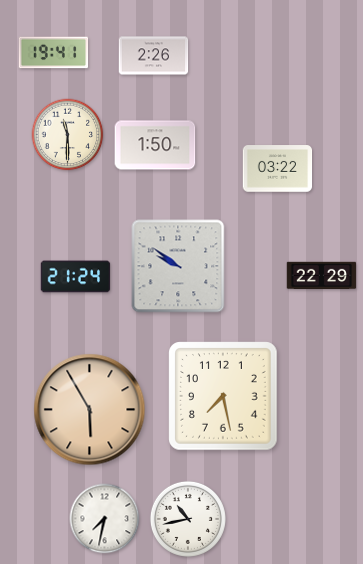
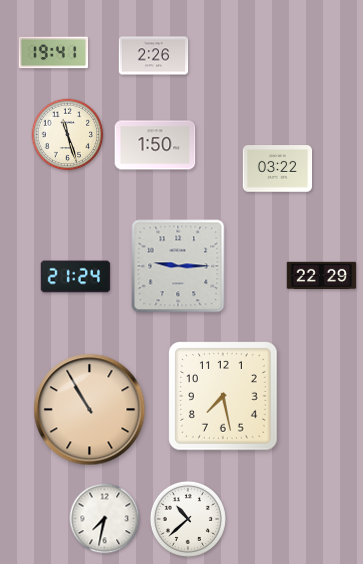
clock at (68, 135): 11:30 -> 11:27
clock at (178, 266): 9:51 -> 9:15
clock at (90, 410): 5:55 -> 10:55
clock at (188, 519): 10:43 -> 10:38
